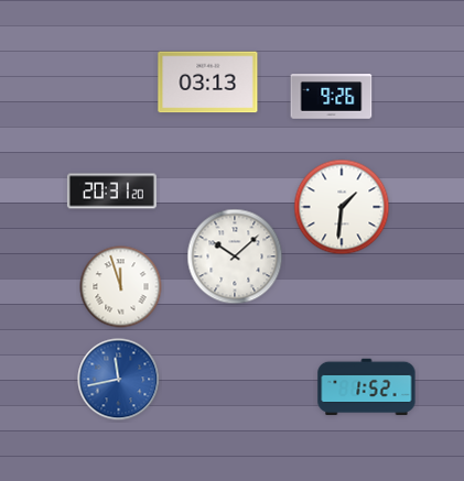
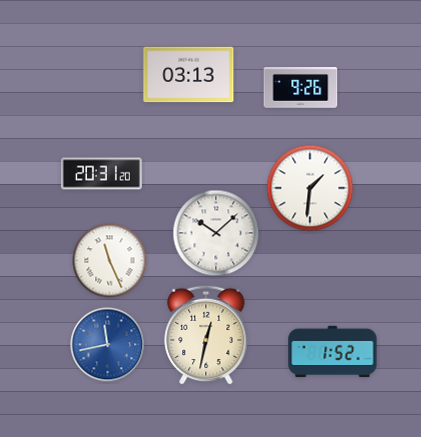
clock at (235, 256) position: (235, 256) -> (216, 233)
clock at (121, 287): 11:57 -> 11:26
clock at (206, 335): none -> 12:32
